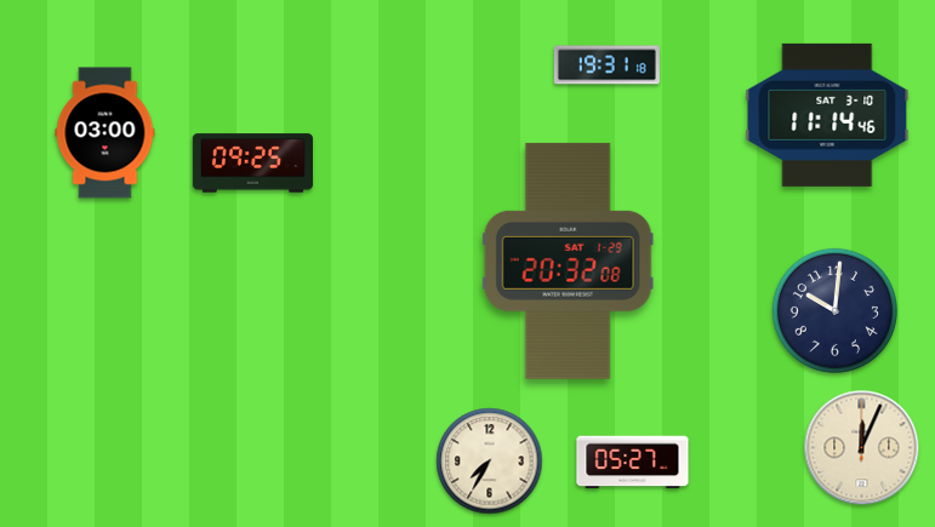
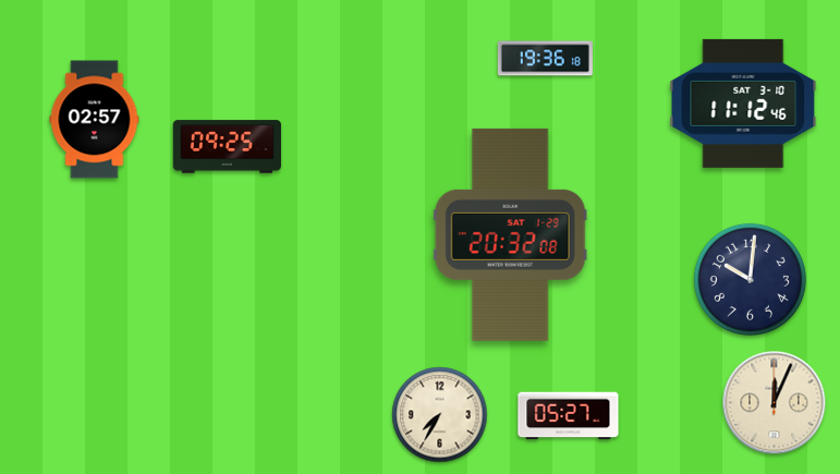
clock at (606, 65): 19:31 -> 19:36
clock at (827, 115): 11:14 -> 11:12
clock at (106, 133): 03:00 -> 02:57
